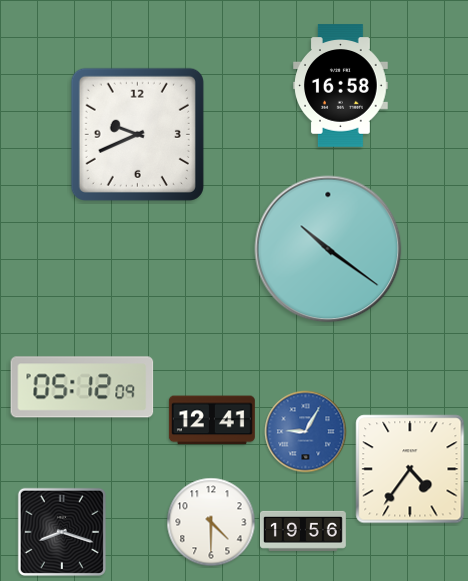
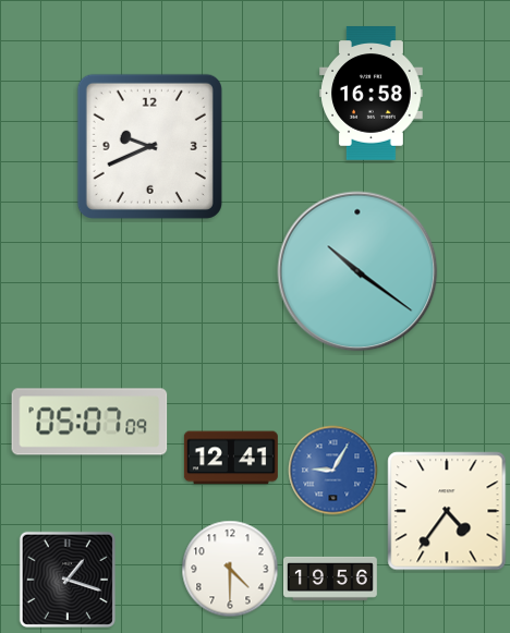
clock at (82, 387): 05:12 -> 05:07
clock at (62, 532): 8:18 -> 1:18
